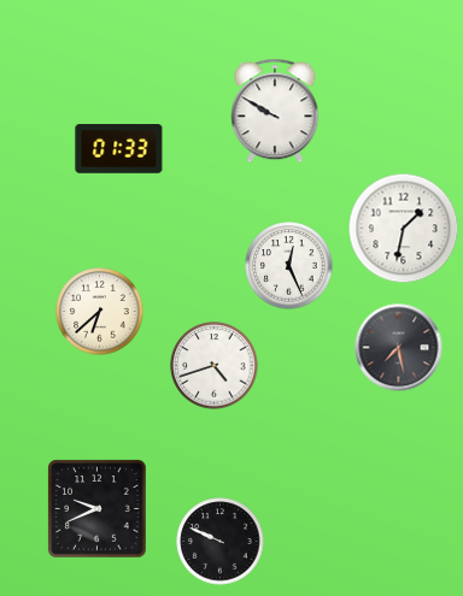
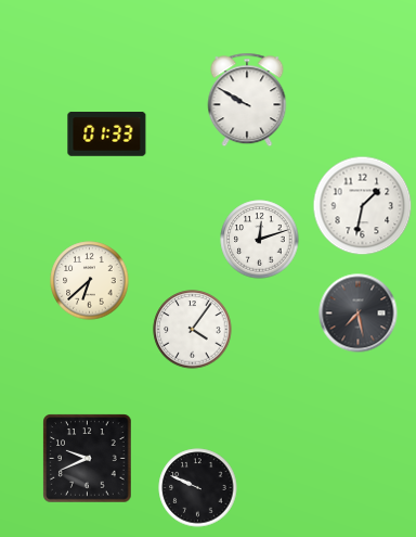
clock at (289, 266): 12:26 -> 12:12
clock at (215, 366): 4:42 -> 4:06
